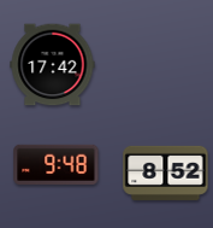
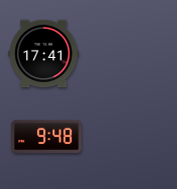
clock at (53, 65): 17:42 -> 17:41
clock at (166, 173): 8:52 -> none
